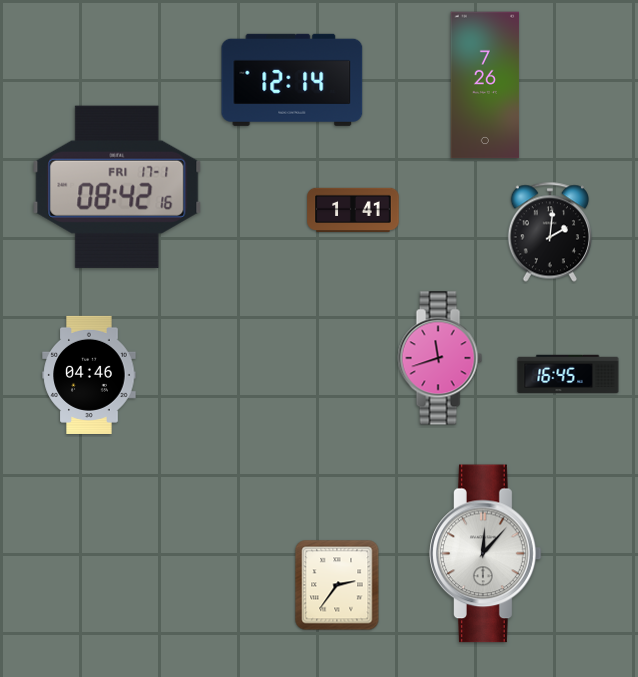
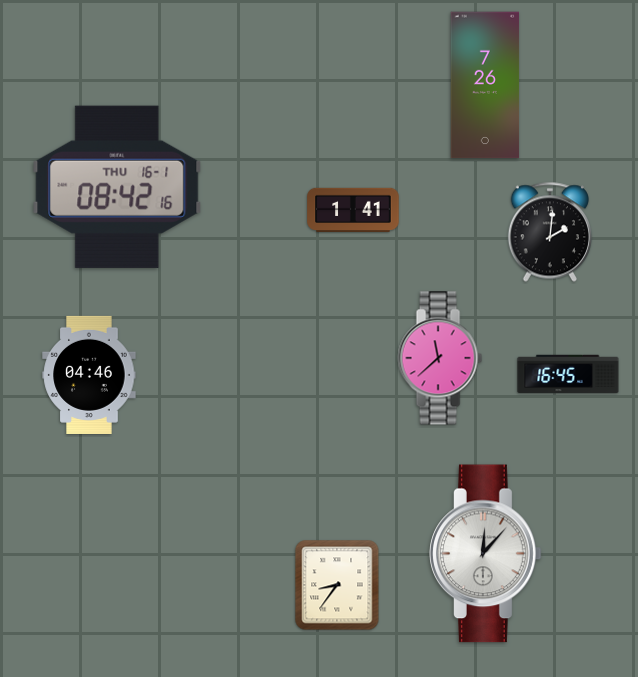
clock at (292, 80): 12:14 -> none
clock at (117, 187) date: FRI 17-1 -> THU 16-1
clock at (440, 358): 11:42 -> 11:38
clock at (337, 585): 2:36 -> 8:36
